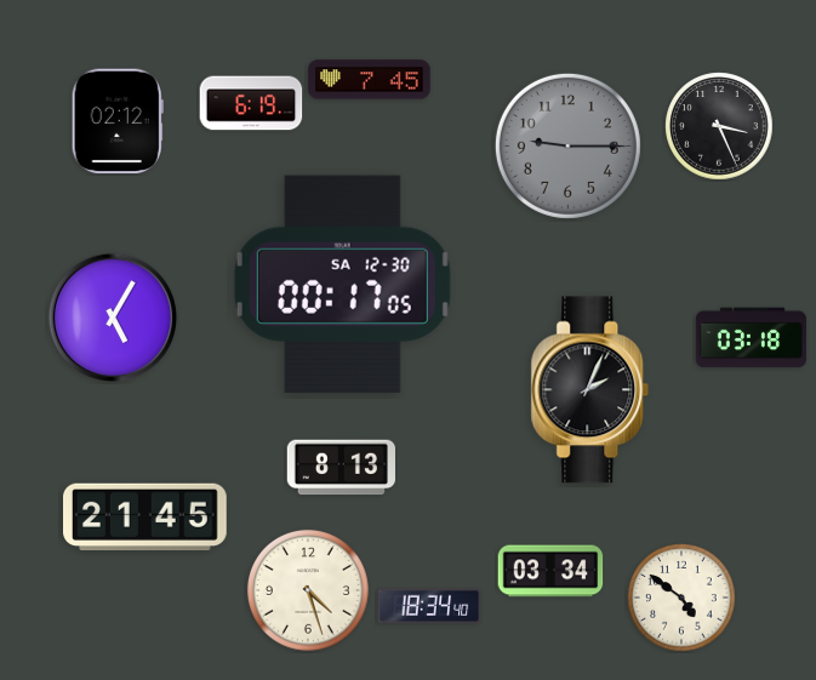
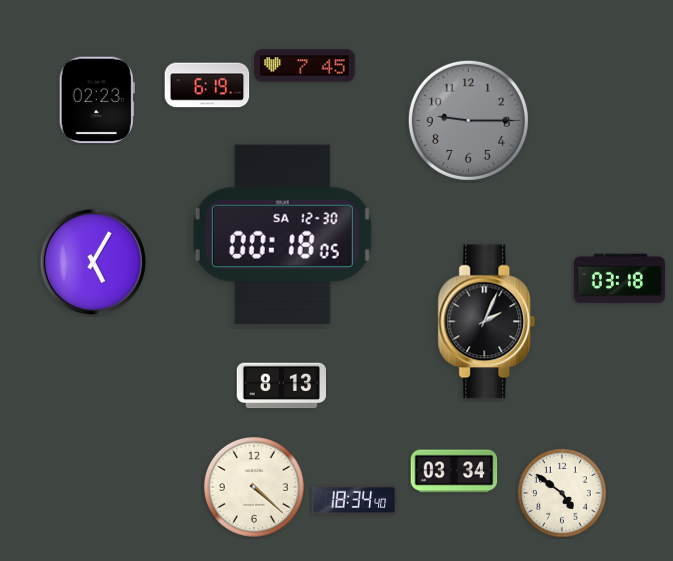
clock at (118, 121): 02:12 -> 02:23
clock at (719, 126): 3:26 -> none
clock at (342, 284): 00:17 -> 00:18
clock at (145, 516): 21:45 -> none
clock at (308, 590): 4:27 -> 4:22
